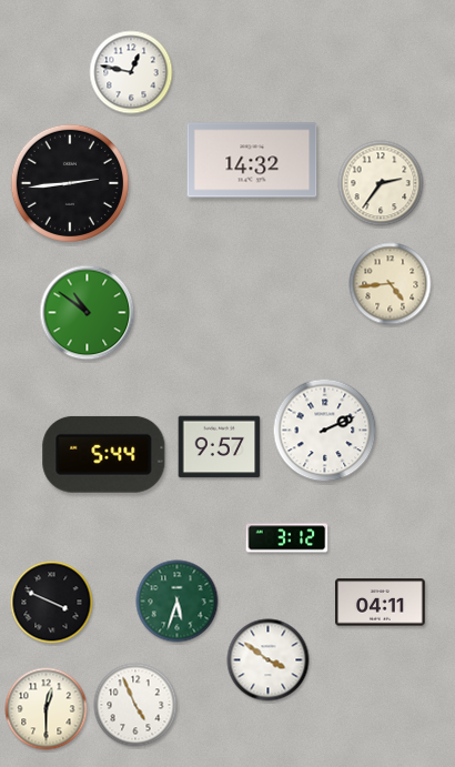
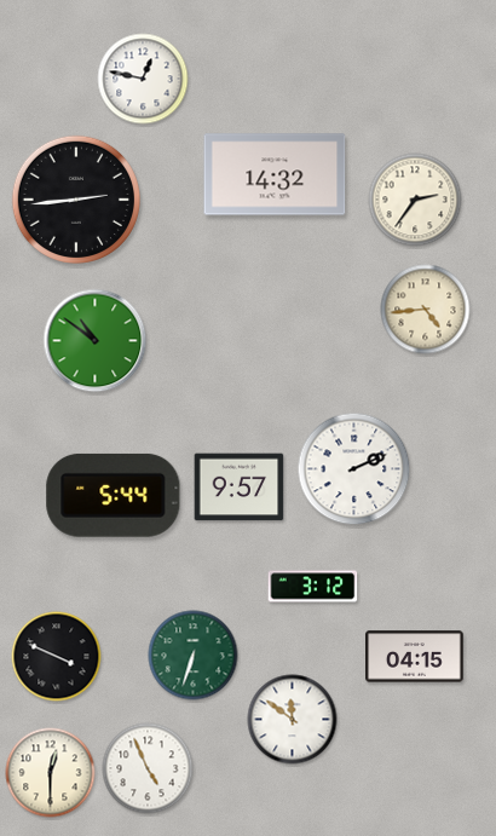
clock at (178, 602): 5:33 -> 6:33
clock at (381, 603): 04:11 -> 04:15
clock at (269, 660): 3:51 -> 11:51
